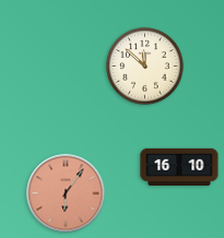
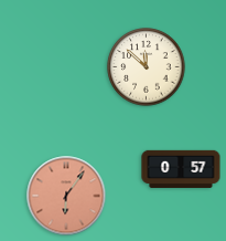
clock at (179, 166): 16:10 -> 0:57
